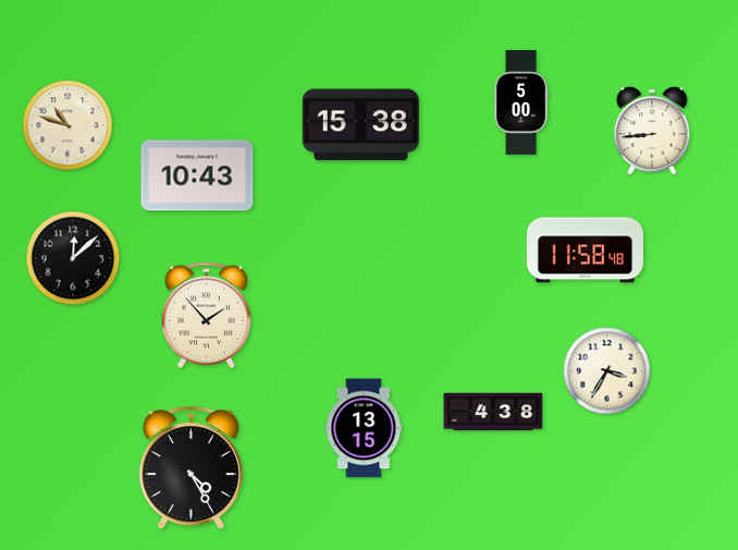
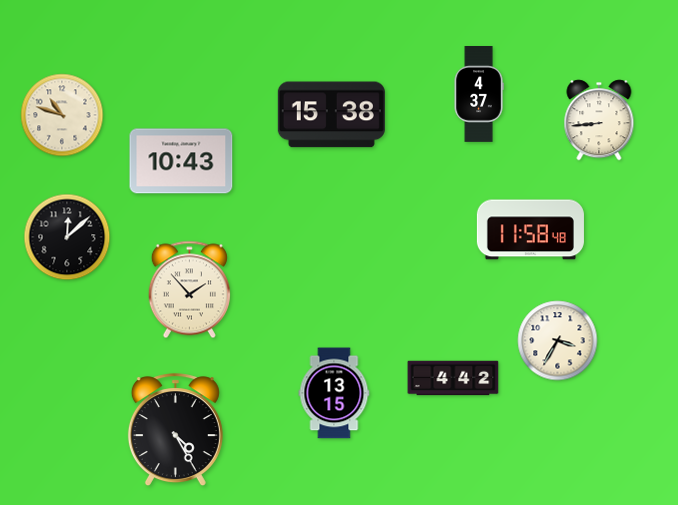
clock at (521, 103): 5:00 -> 4:37
clock at (585, 250) position: (585, 250) -> (530, 230)
clock at (493, 412): 4:38 -> 4:42
